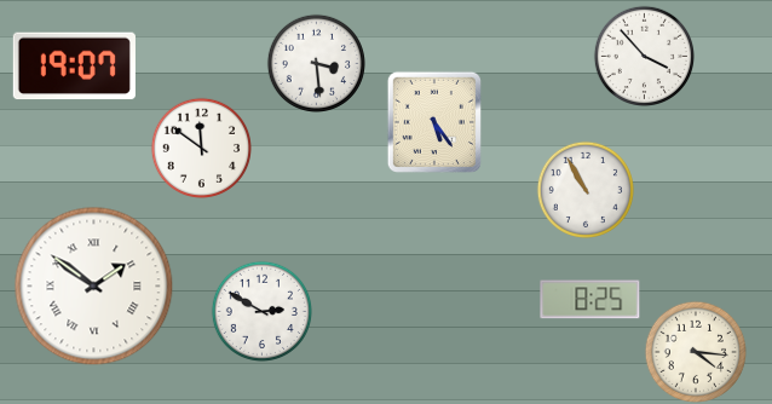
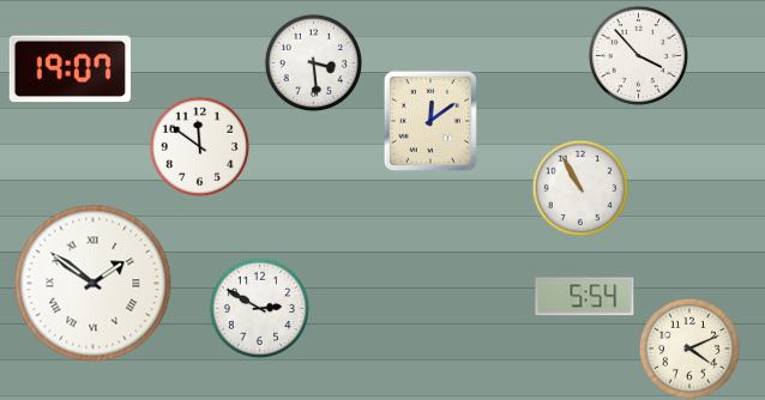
clock at (74, 67) position: (74, 67) -> (70, 69)
clock at (434, 122): 5:24 -> 12:09
clock at (590, 300): 8:25 -> 5:54
clock at (695, 351): 4:16 -> 4:11
